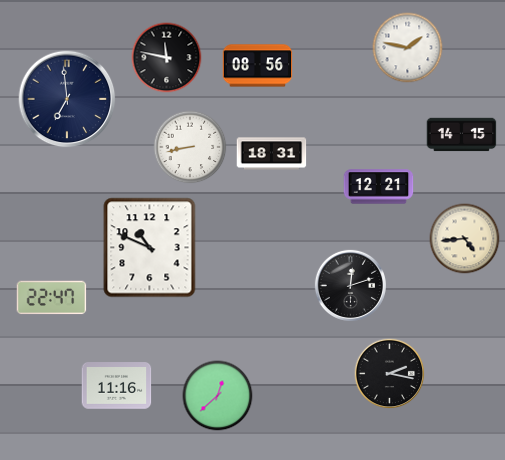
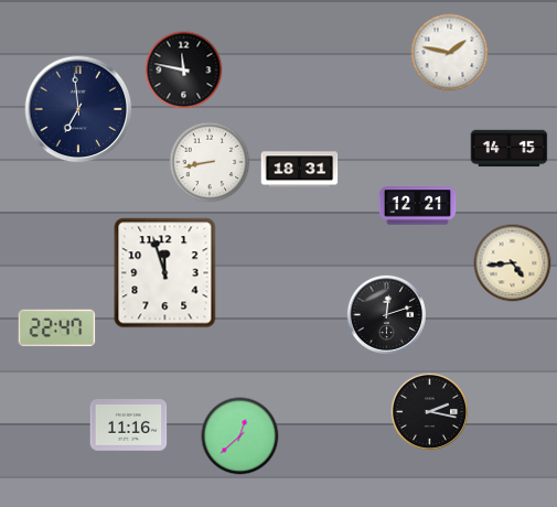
clock at (167, 58) position: (167, 58) -> (184, 71)
clock at (258, 66): 08:56 -> none
clock at (67, 99) position: (67, 99) -> (78, 109)
clock at (150, 248): 10:49 -> 11:57
